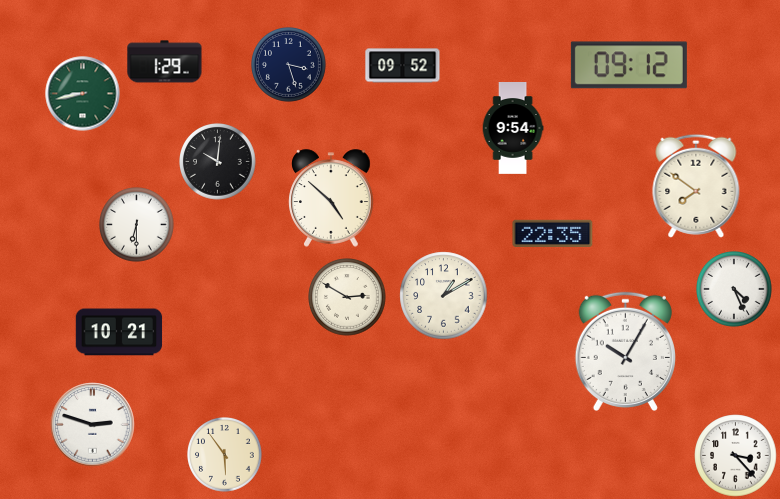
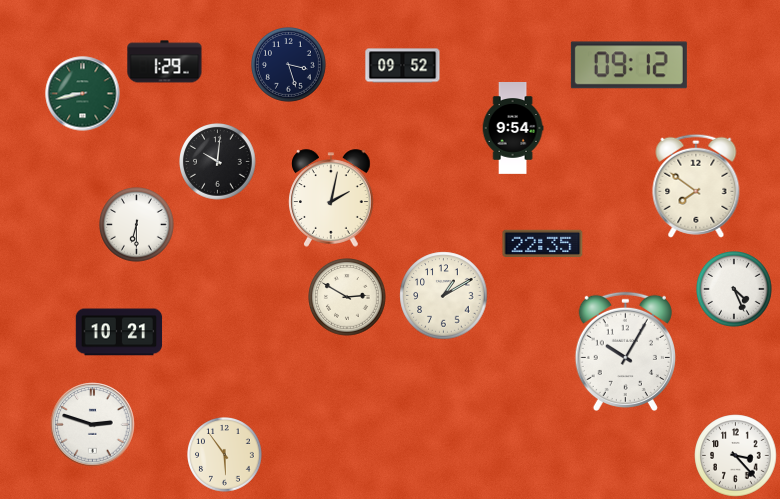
clock at (331, 198): 4:52 -> 2:02
clock at (553, 233) position: (553, 233) -> (543, 243)
